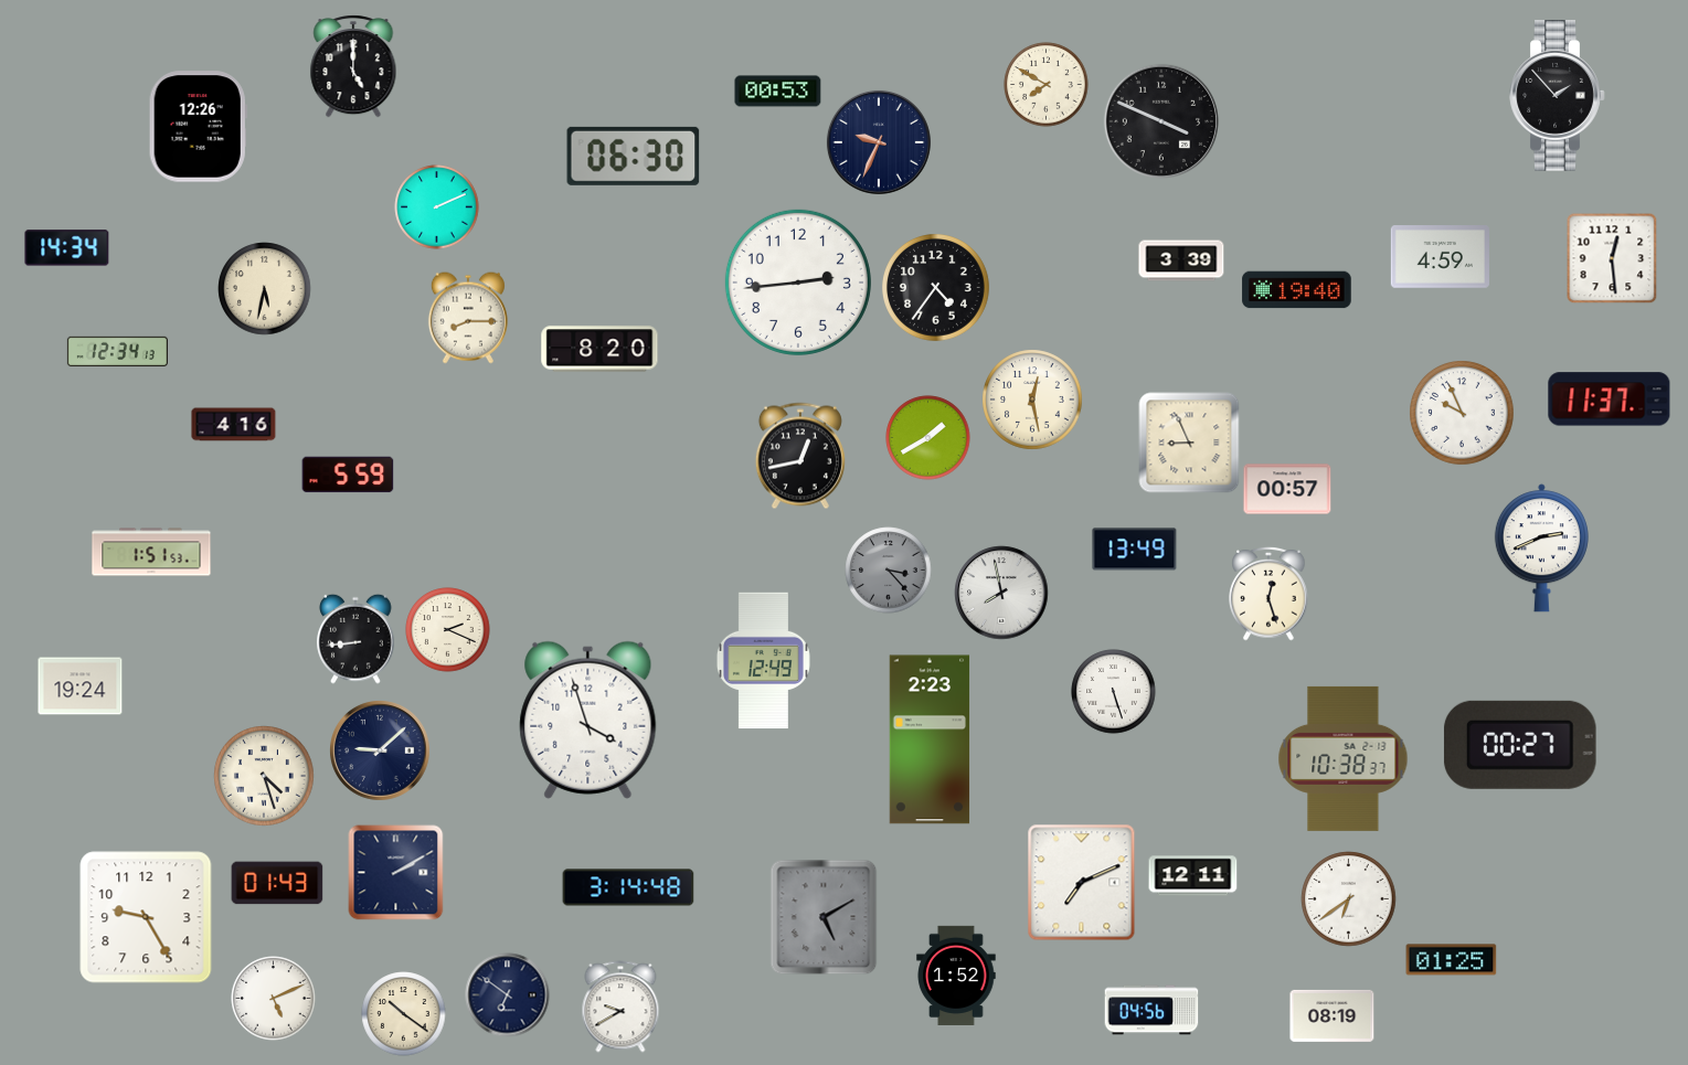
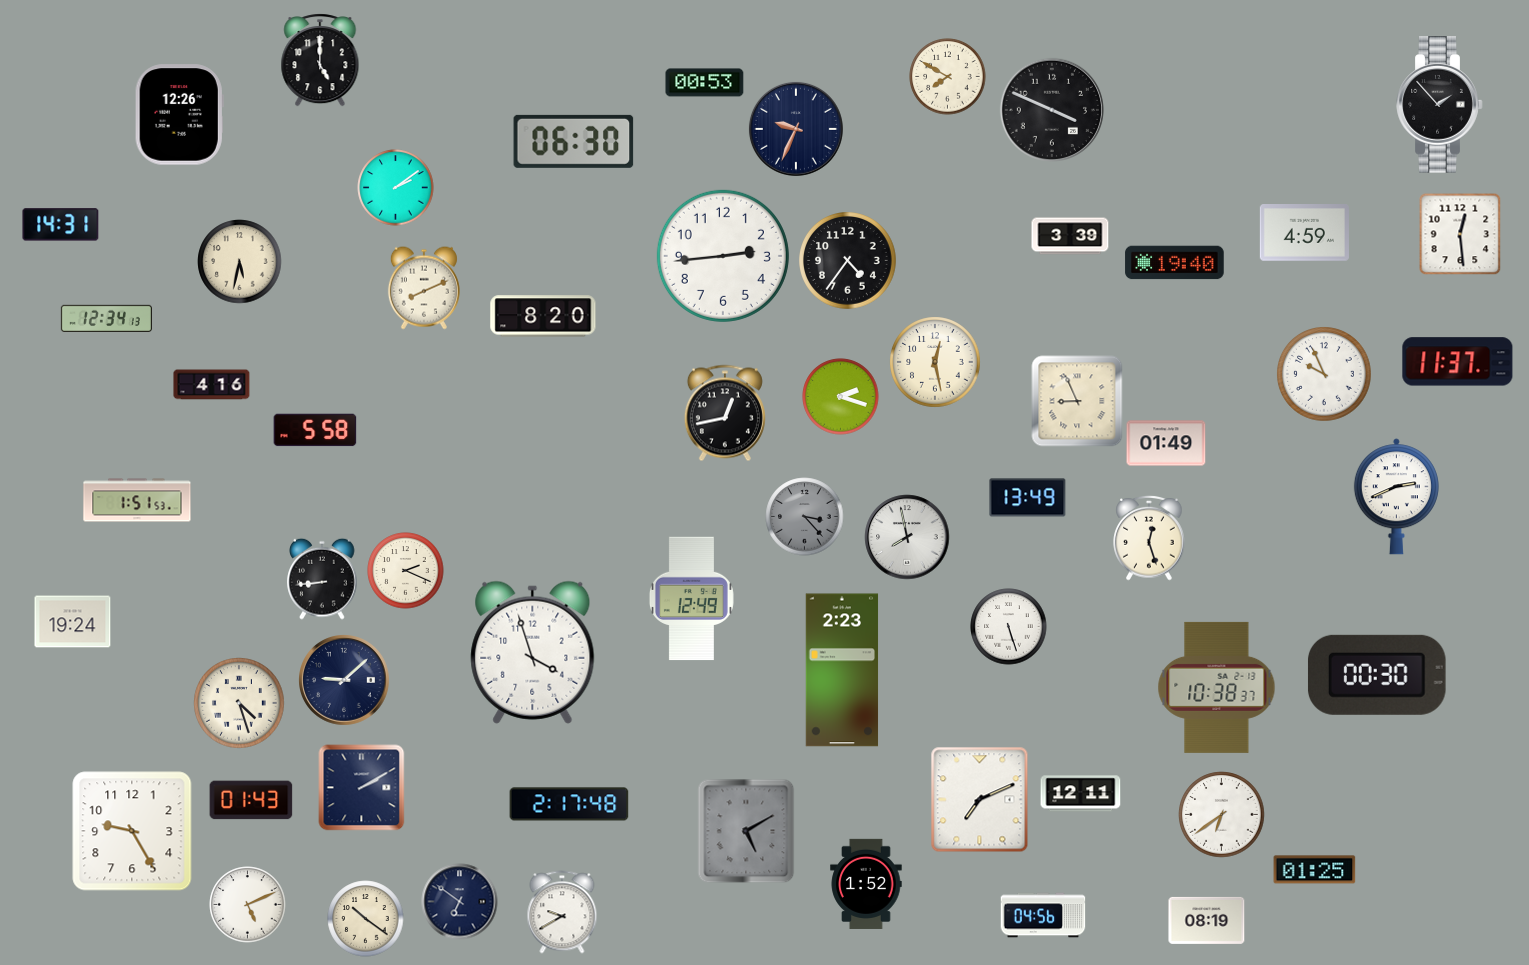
clock at (1558, 96) position: (1558, 96) -> (1440, 105)
clock at (437, 207): 2:11 -> 2:09
clock at (67, 248): 14:34 -> 14:31
clock at (468, 318): 8:15 -> 8:11
clock at (928, 438): 1:40 -> 2:18
clock at (348, 475): 5:59 -> 5:58
clock at (1287, 489): 00:57 -> 01:49
clock at (1520, 745): 00:27 -> 00:30
clock at (396, 873) position: (396, 873) -> (362, 788)
clock at (628, 887): 3:14 -> 2:17
